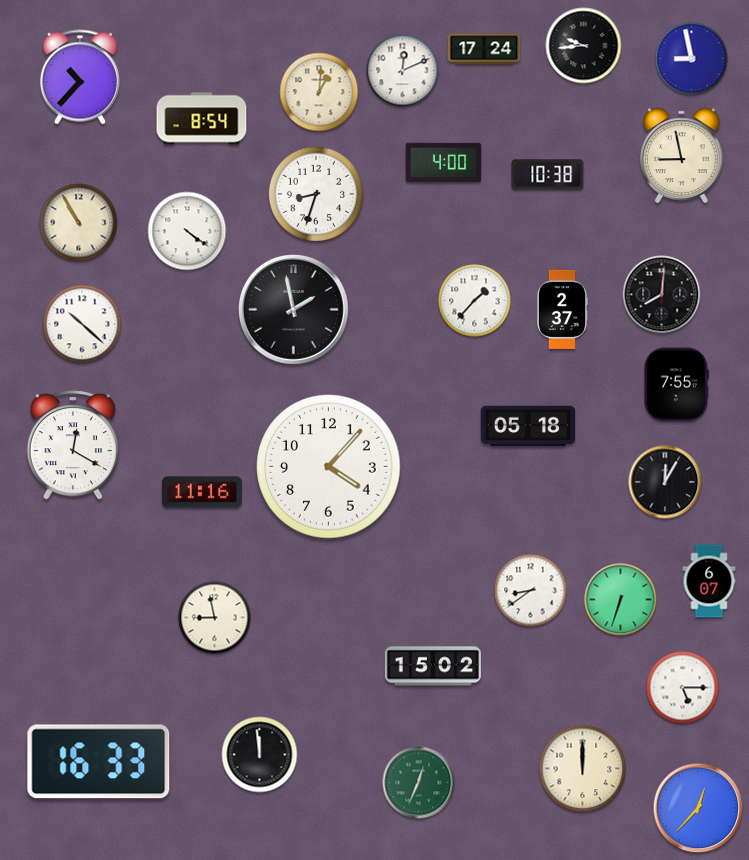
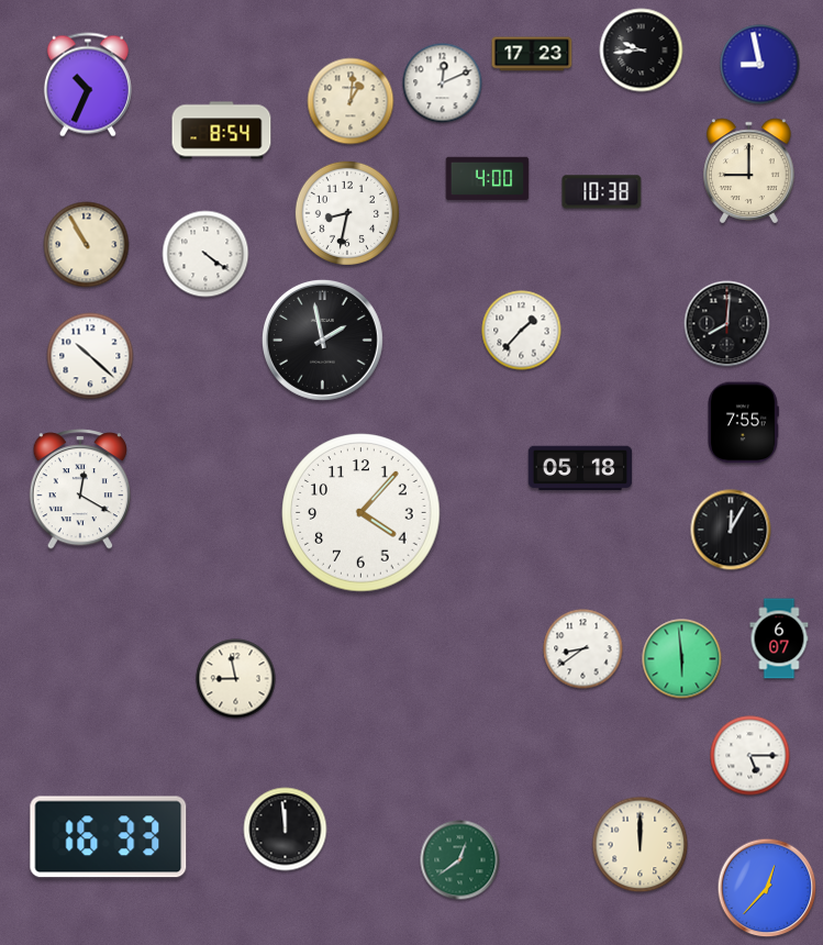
clock at (484, 49): 17:24 -> 17:23
clock at (403, 71) position: (403, 71) -> (443, 84)
clock at (80, 77): 10:37 -> 10:34
clock at (682, 156): 8:58 -> 9:00
clock at (316, 194): 8:33 -> 8:32
clock at (562, 309): 2:37 -> none
clock at (202, 492): 11:16 -> none
clock at (621, 600): 6:33 -> 5:59
clock at (433, 666): 15:02 -> none
clock at (419, 783): 12:34 -> 12:39
